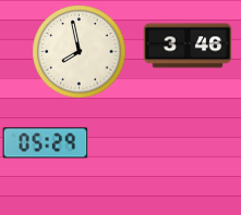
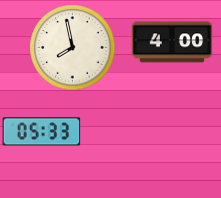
clock at (188, 46): 3:46 -> 4:00
clock at (45, 143): 05:29 -> 05:33
